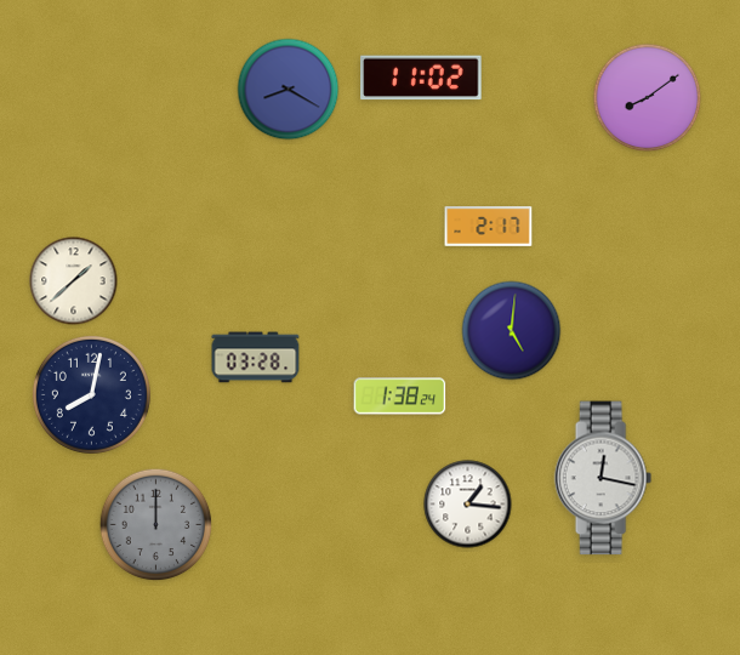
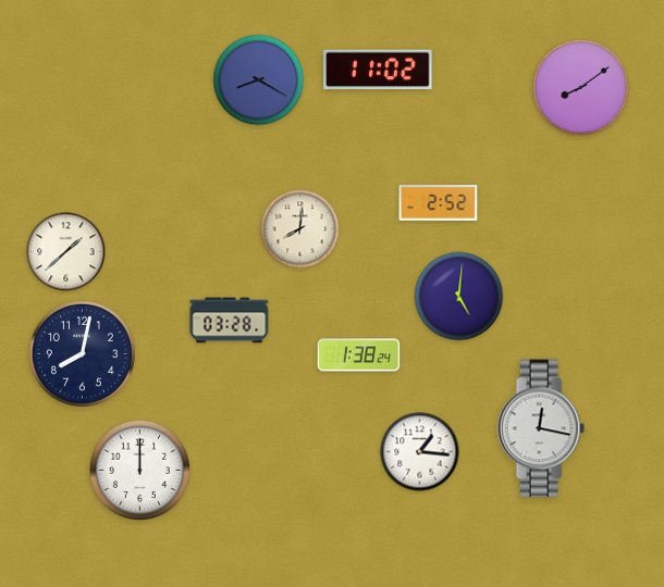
clock at (489, 227): 2:17 -> 2:52
clock at (300, 229): none -> 8:01
clock at (156, 525) dial: grey -> white
